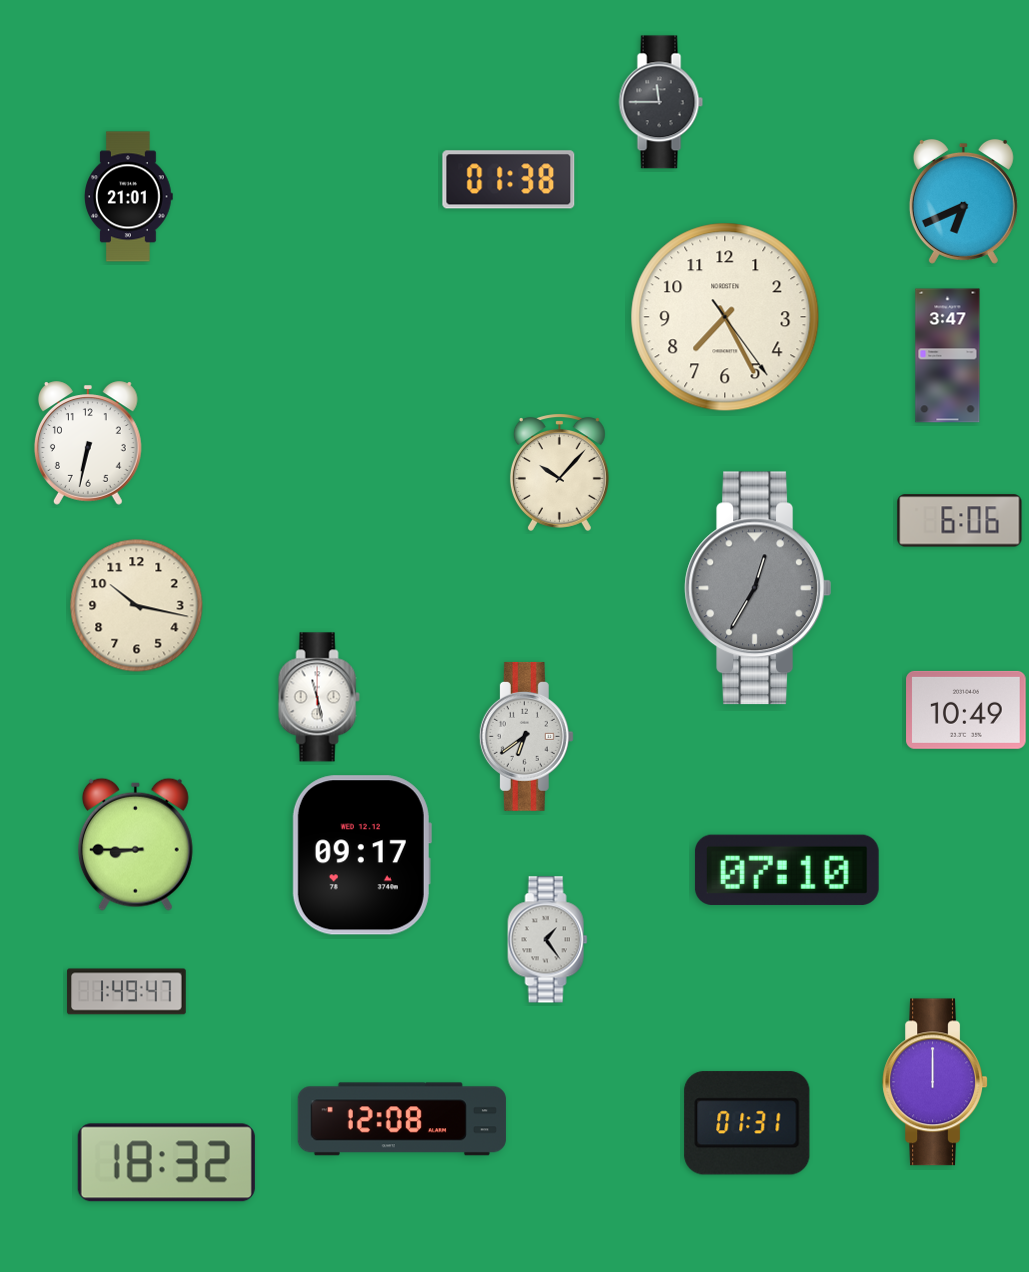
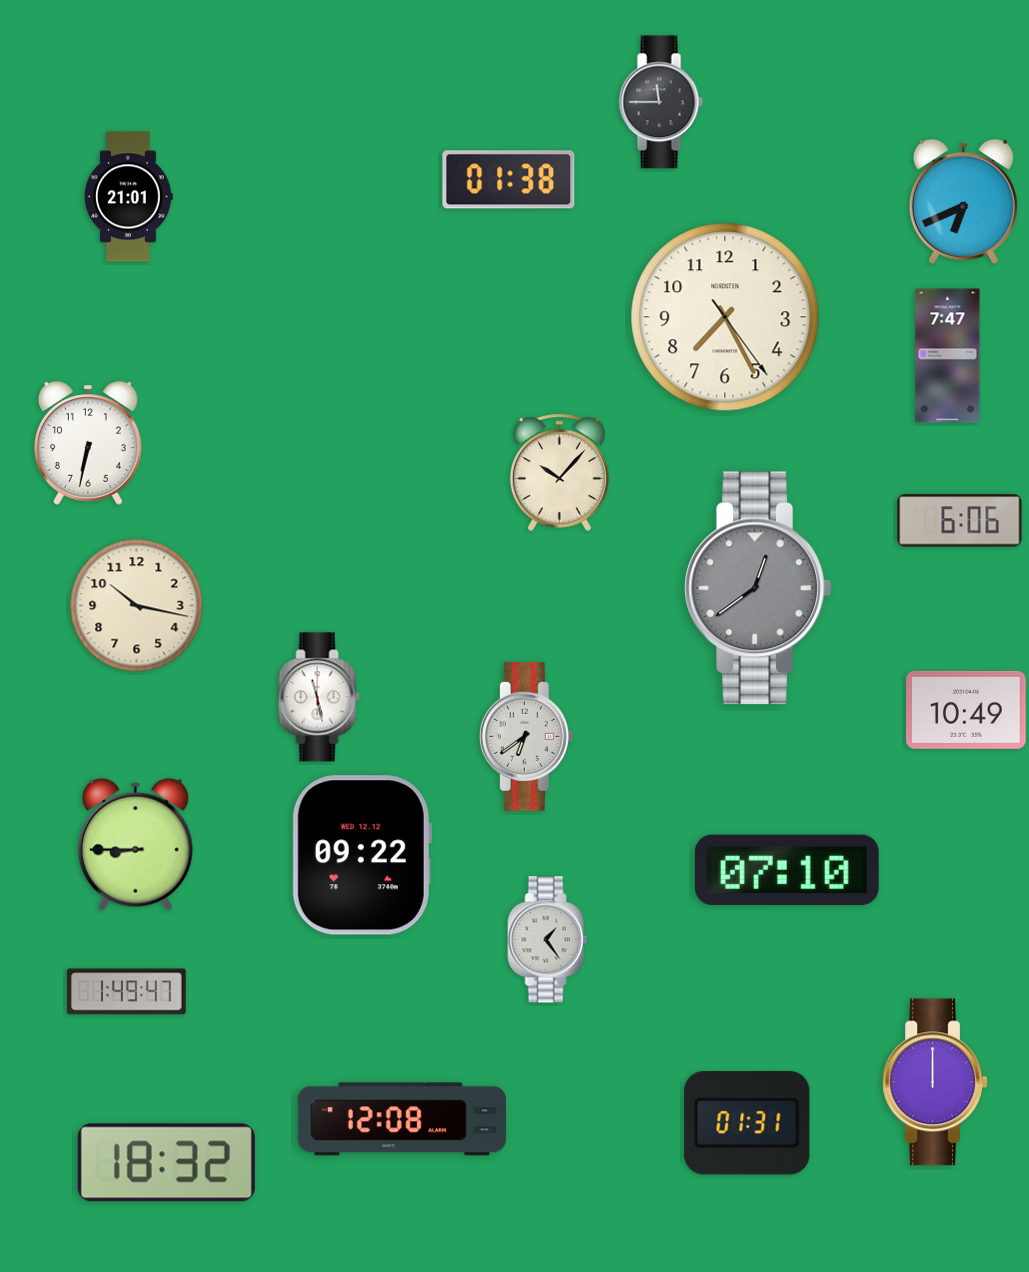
clock at (948, 356): 3:47 -> 7:47
clock at (757, 588): 12:35 -> 12:39
clock at (362, 855): 09:17 -> 09:22
